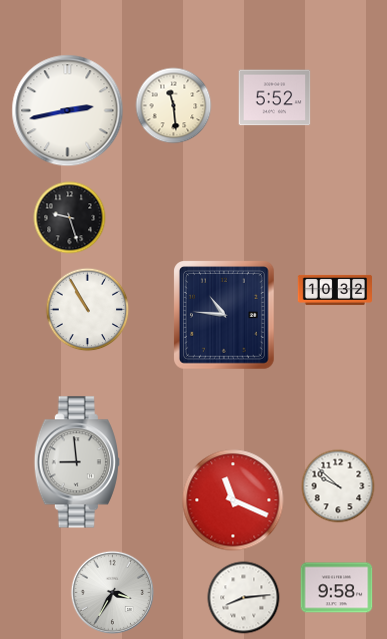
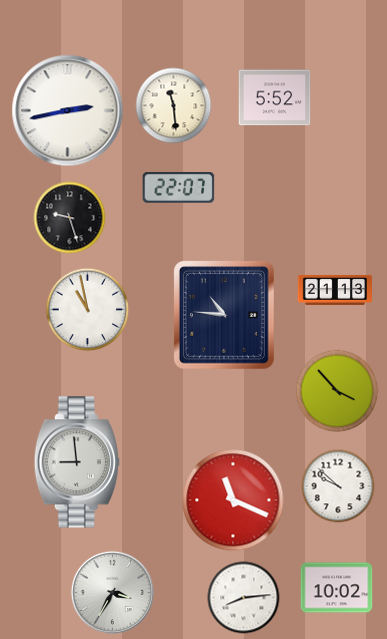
clock at (179, 188): none -> 22:07
clock at (334, 290): 10:32 -> 21:13
clock at (88, 310): 10:55 -> 10:58
clock at (337, 391): none -> 3:53
clock at (337, 588): 9:58 -> 10:02
